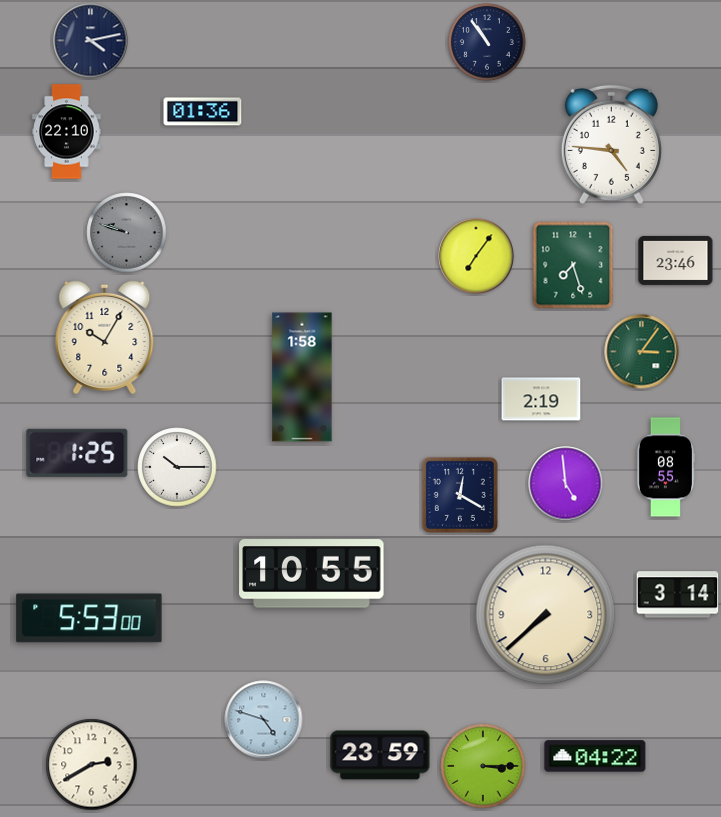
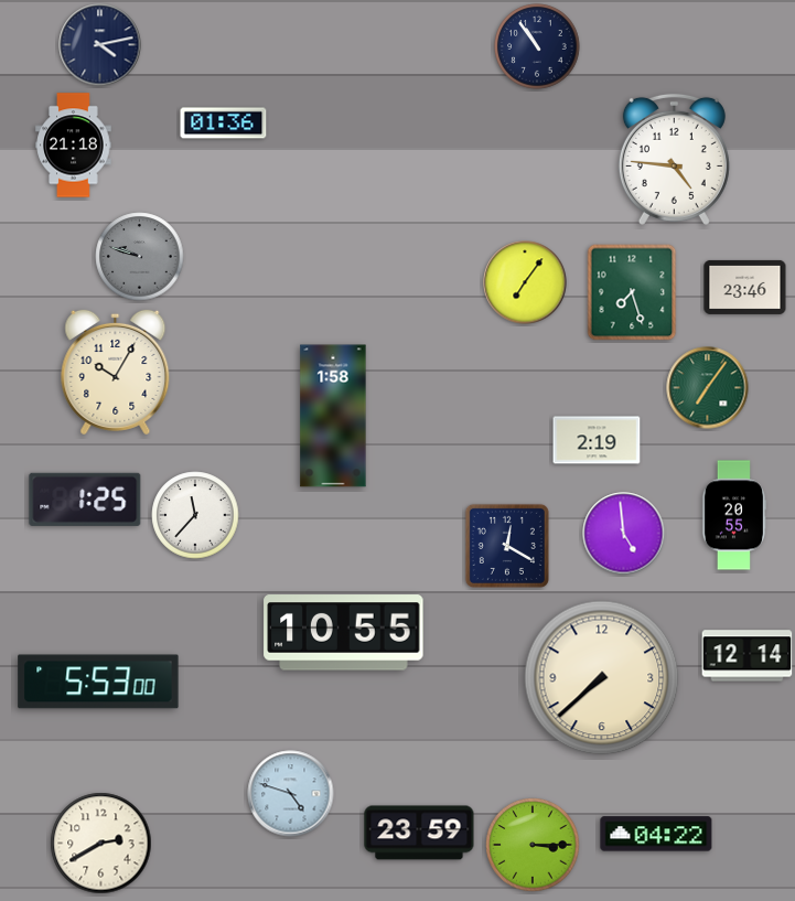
clock at (67, 132): 22:10 -> 21:18
clock at (642, 352): 3:06 -> 7:06
clock at (177, 467): 10:15 -> 11:37
clock at (666, 467): 08:55 -> 20:55
clock at (678, 595): 3:14 -> 12:14
